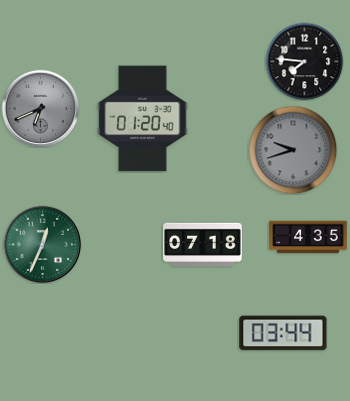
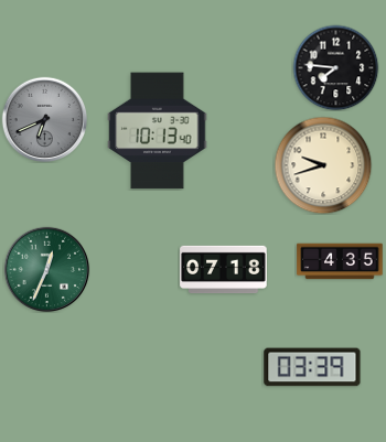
clock at (143, 119): 01:20 -> 10:13
clock at (293, 150) dial: grey -> cream
clock at (283, 333): 03:44 -> 03:39
